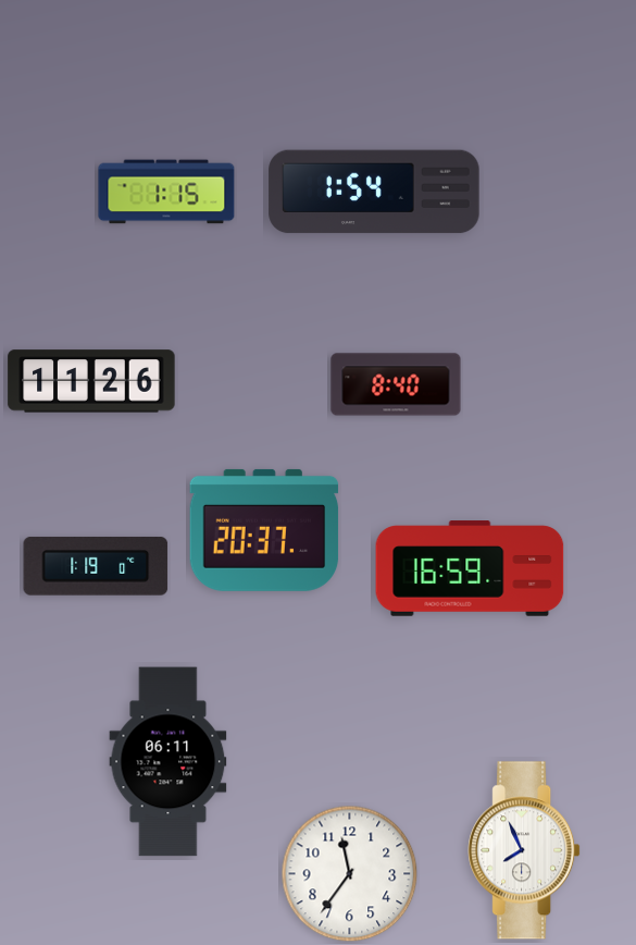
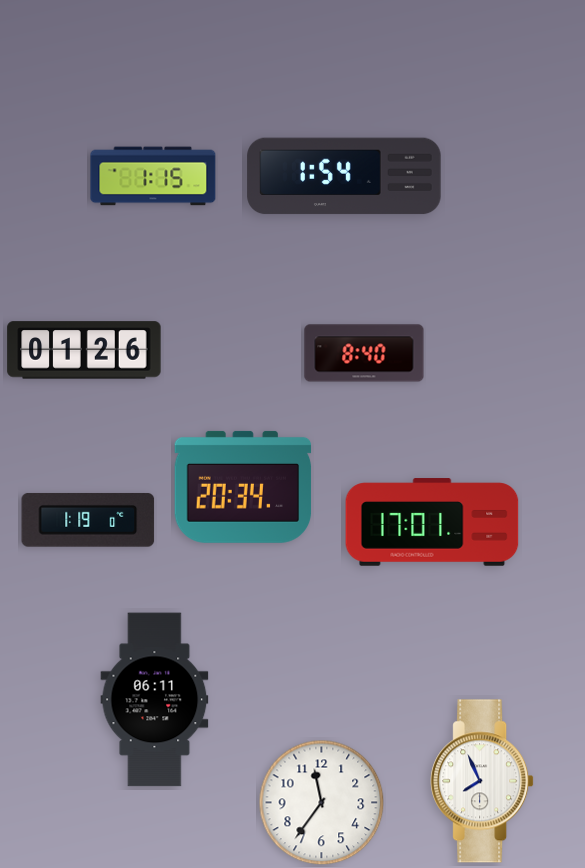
clock at (91, 381): 11:26 -> 01:26
clock at (264, 530): 20:37 -> 20:34
clock at (470, 568): 16:59 -> 17:01
